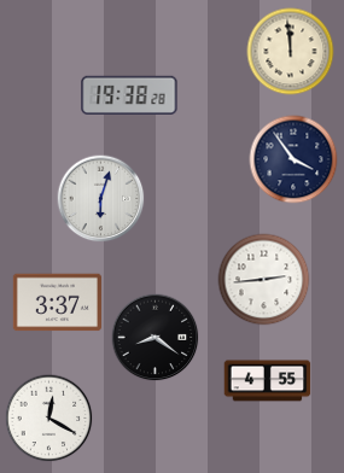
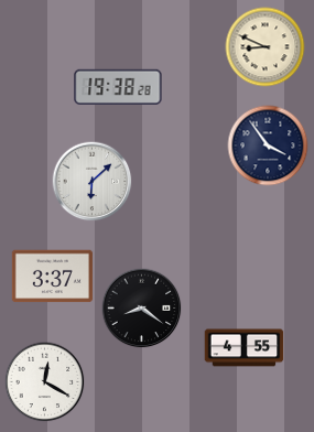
clock at (291, 52): 11:59 -> 8:49
clock at (101, 199): 6:03 -> 6:08
clock at (264, 280): 2:44 -> none
